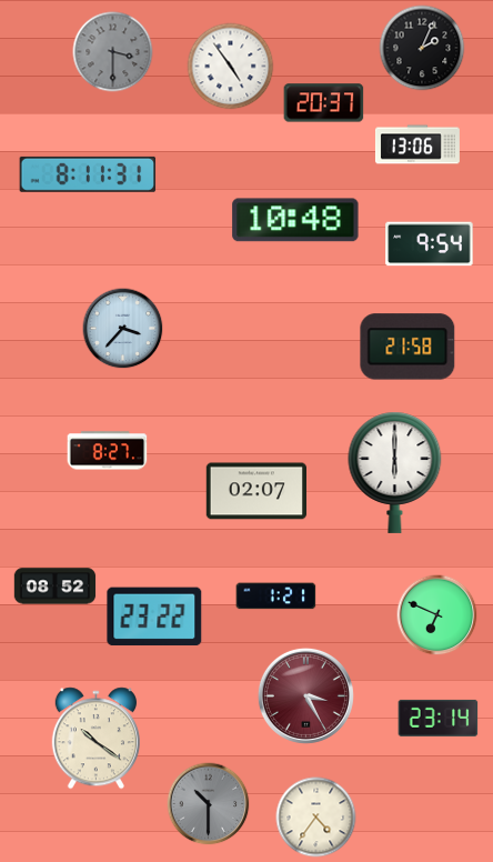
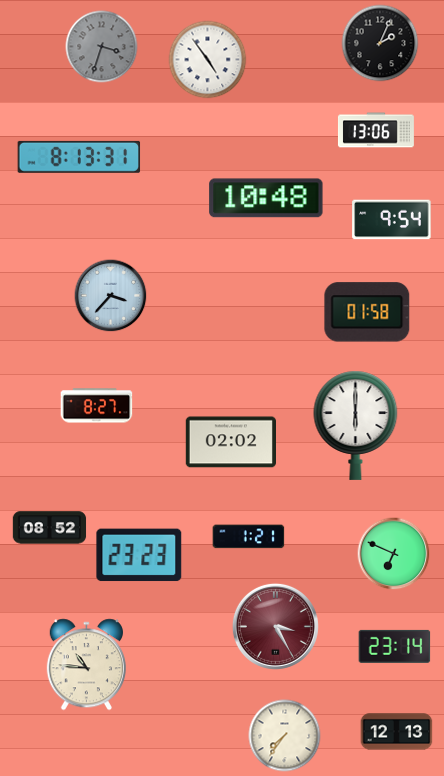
clock at (113, 52): 3:30 -> 3:33
clock at (324, 103): 20:37 -> none
clock at (88, 174): 8:11 -> 8:13
clock at (430, 244) position: (430, 244) -> (392, 220)
clock at (408, 347): 21:58 -> 01:58
clock at (255, 491): 02:07 -> 02:02
clock at (154, 617): 23:22 -> 23:23
clock at (95, 739): 10:21 -> 10:46
clock at (209, 804): 10:30 -> none
clock at (397, 732): none -> 12:13
clock at (316, 818): 4:36 -> 7:36
